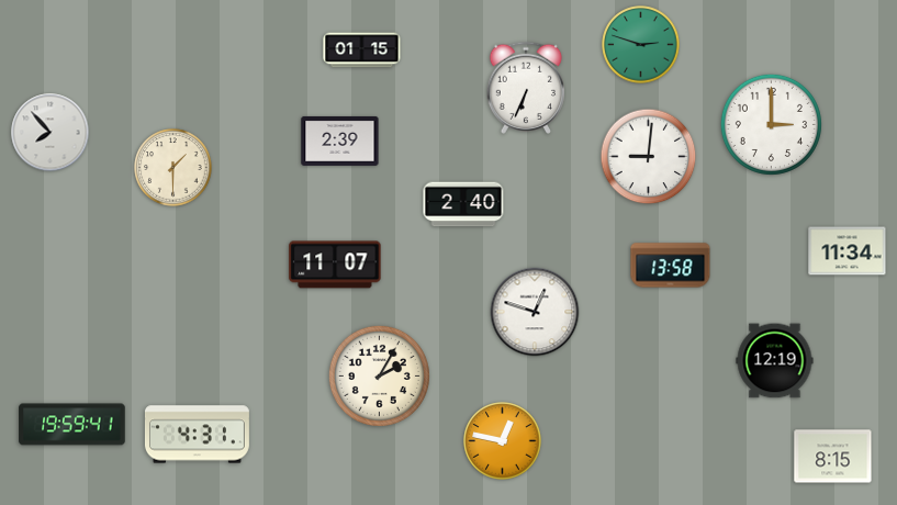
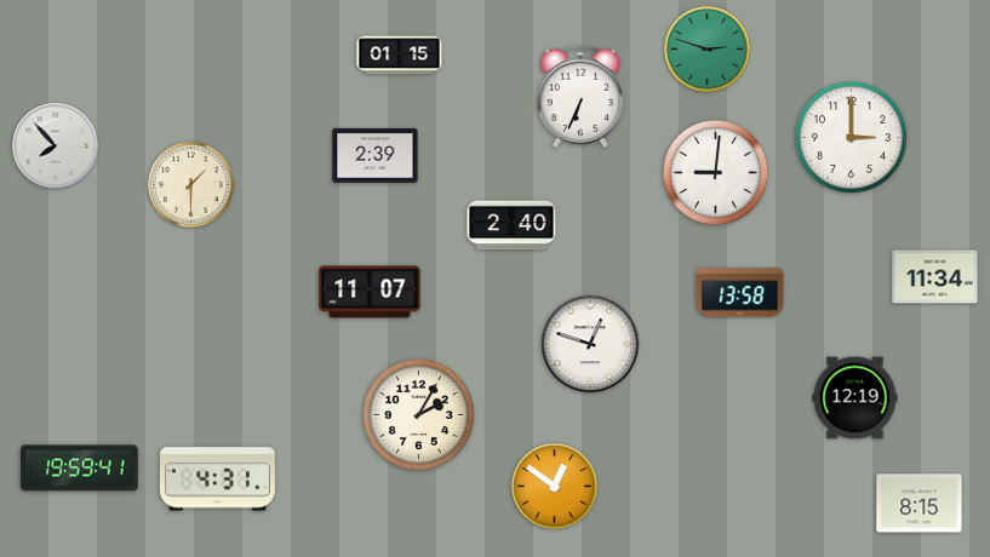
clock at (503, 441): 12:47 -> 12:51
